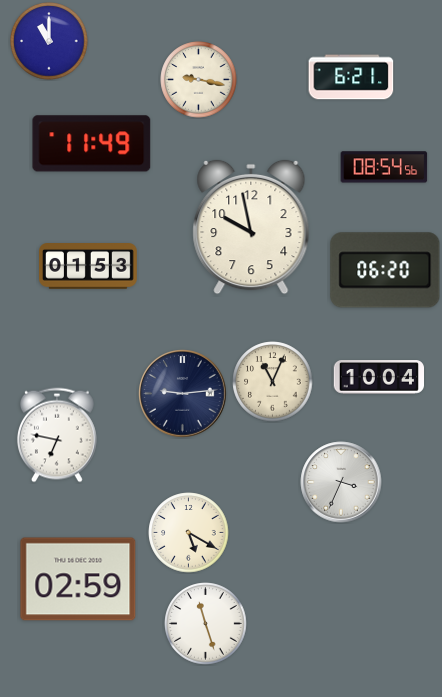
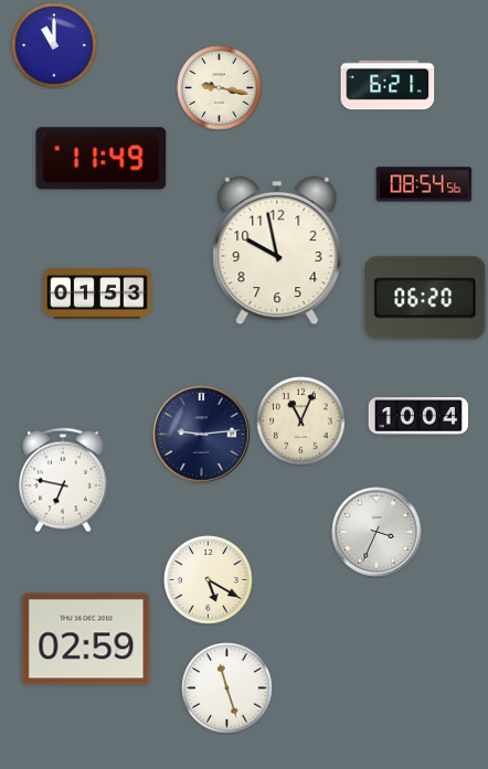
clock at (189, 533) position: (189, 533) -> (209, 580)
